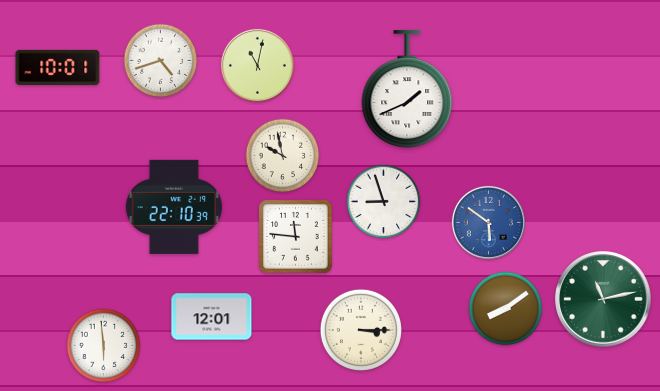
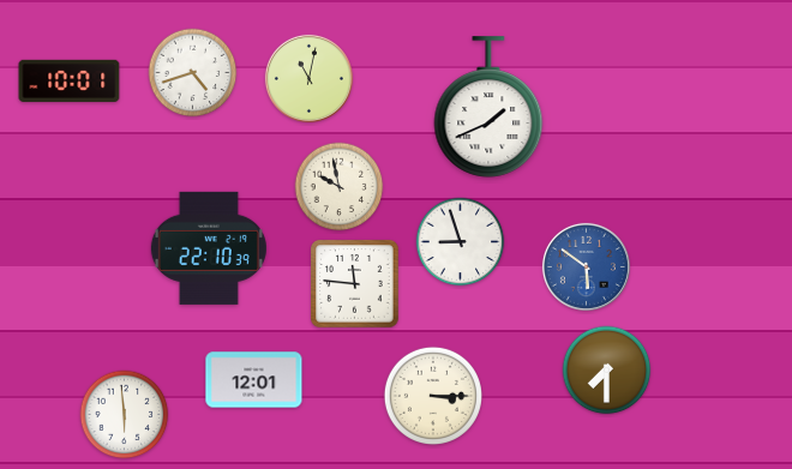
clock at (603, 299): 11:13 -> none
clock at (506, 309): 8:09 -> 7:30
